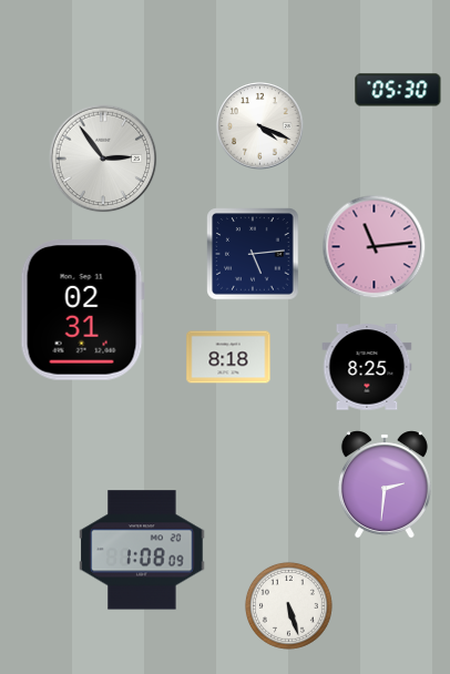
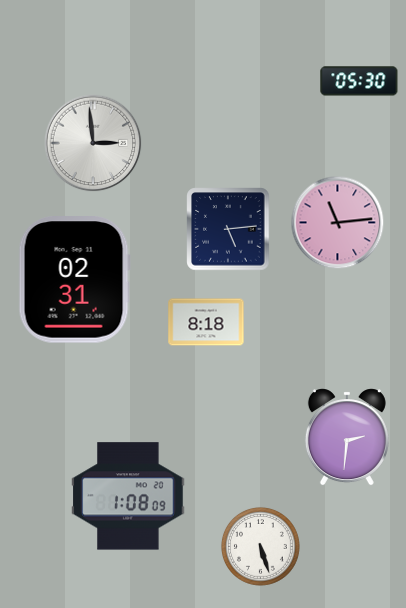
clock at (260, 126): 4:19 -> none
clock at (103, 159): 2:54 -> 2:59
clock at (367, 367): 8:25 -> none
